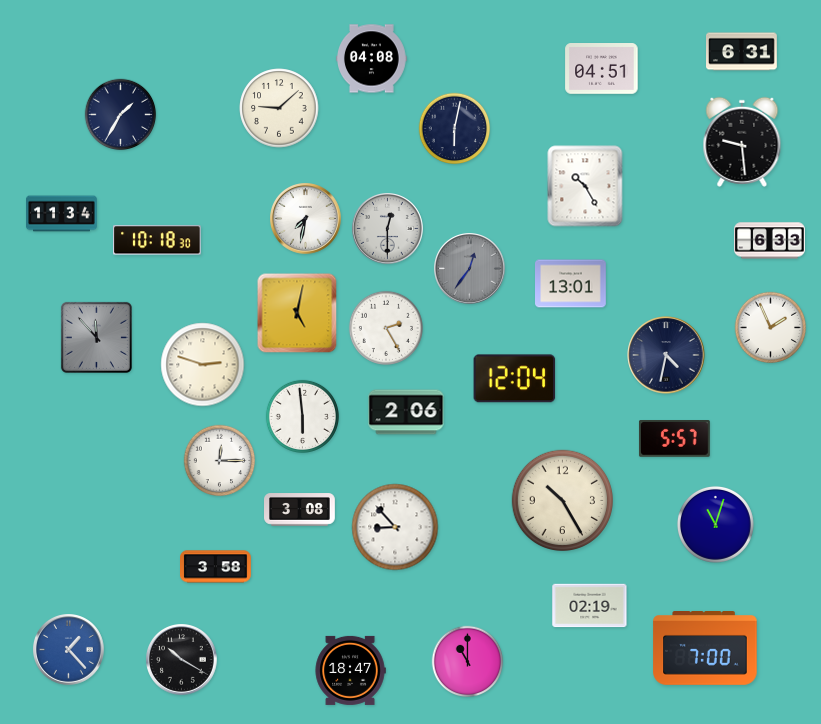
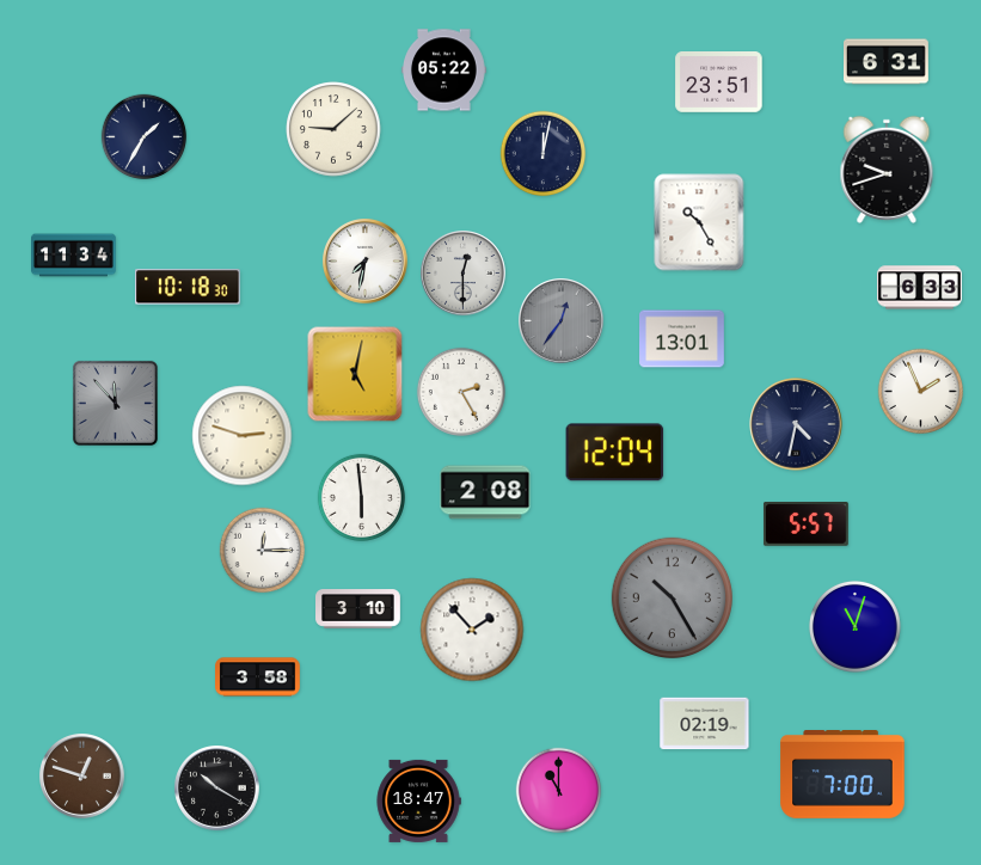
clock at (372, 59): 04:08 -> 05:22
clock at (602, 69): 04:51 -> 23:51
clock at (455, 129): 6:02 -> 12:02
clock at (742, 142): 9:29 -> 9:42
clock at (406, 412): 2:06 -> 2:08
clock at (562, 500) dial: cream -> grey
clock at (300, 510): 3:08 -> 3:10
clock at (395, 527): 8:53 -> 1:53
clock at (69, 650): 1:23 -> 12:48
clock at (69, 650) dial: blue -> brown
